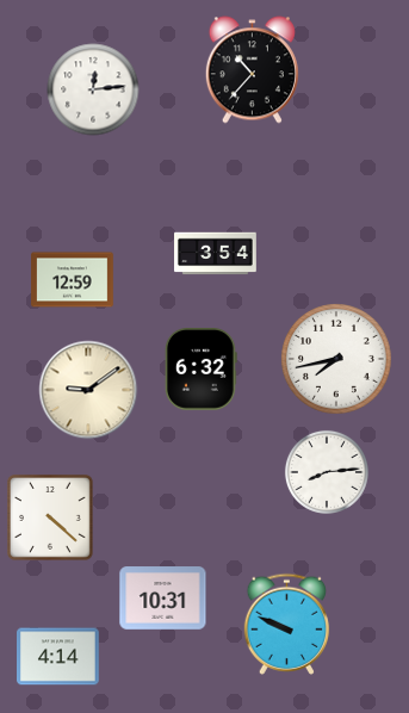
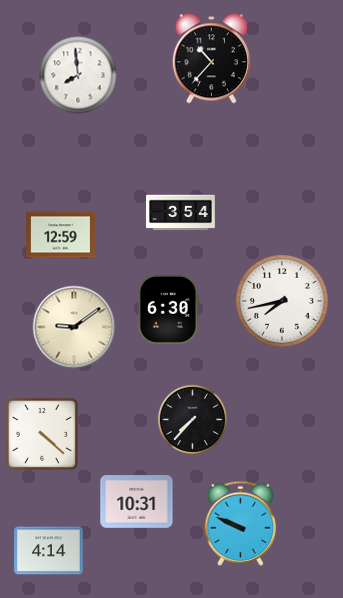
clock at (93, 89): 12:14 -> 7:59
clock at (200, 370): 6:32 -> 6:30
clock at (327, 472): 8:14 -> none
clock at (192, 419): none -> 7:37
